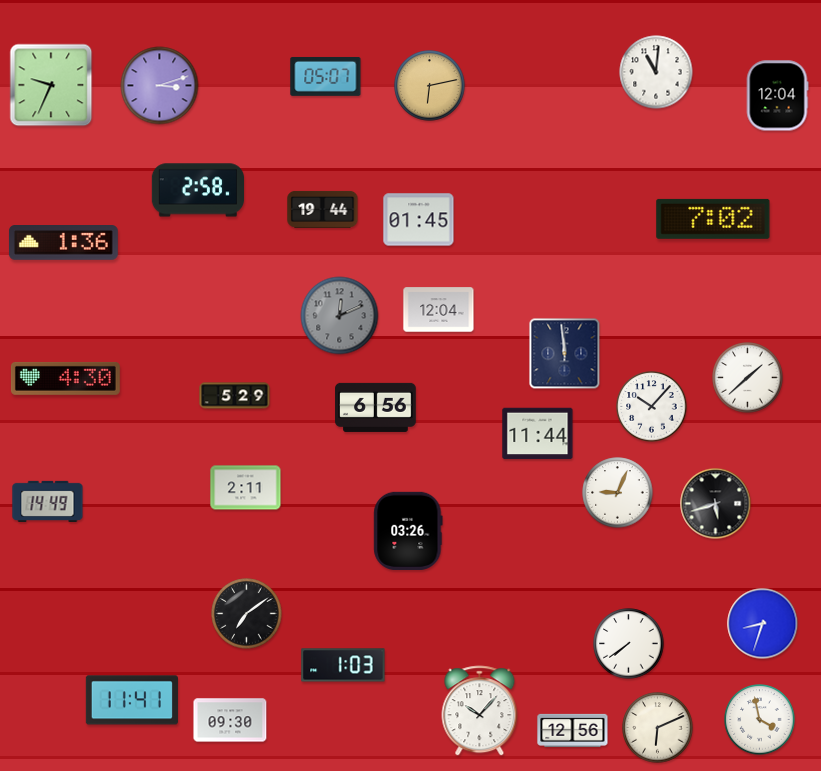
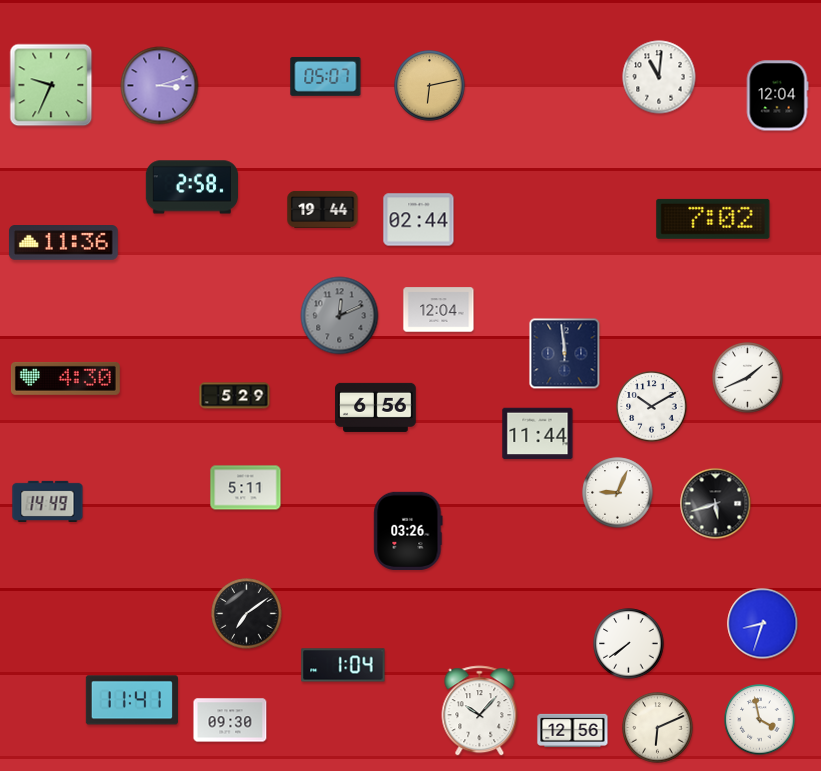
clock at (656, 72) position: (656, 72) -> (659, 77)
clock at (197, 190) position: (197, 190) -> (191, 187)
clock at (419, 220): 01:45 -> 02:44
clock at (63, 243): 1:36 -> 11:36
clock at (748, 378): 1:38 -> 1:41
clock at (652, 407): 10:07 -> 10:10
clock at (246, 488): 2:11 -> 5:11
clock at (343, 665): 1:03 -> 1:04
